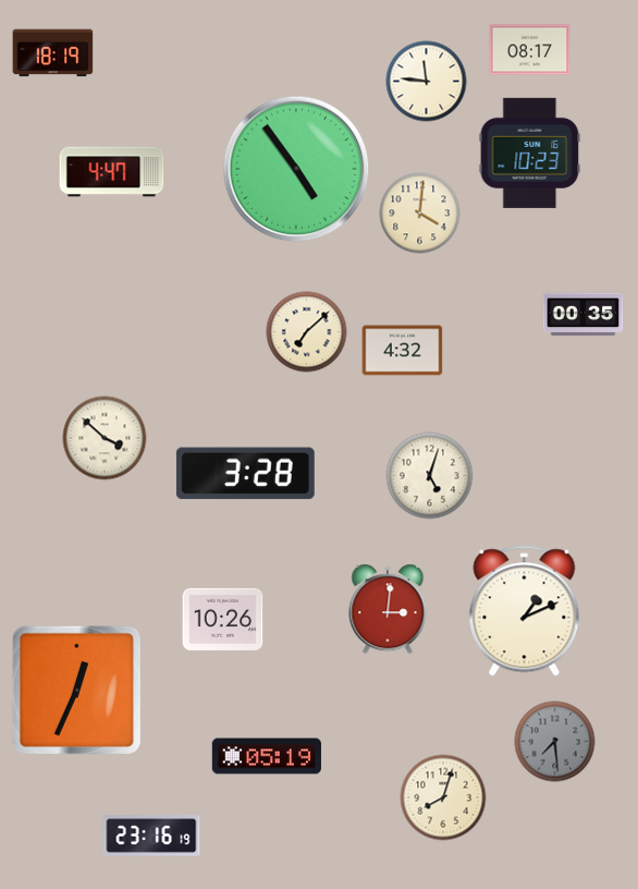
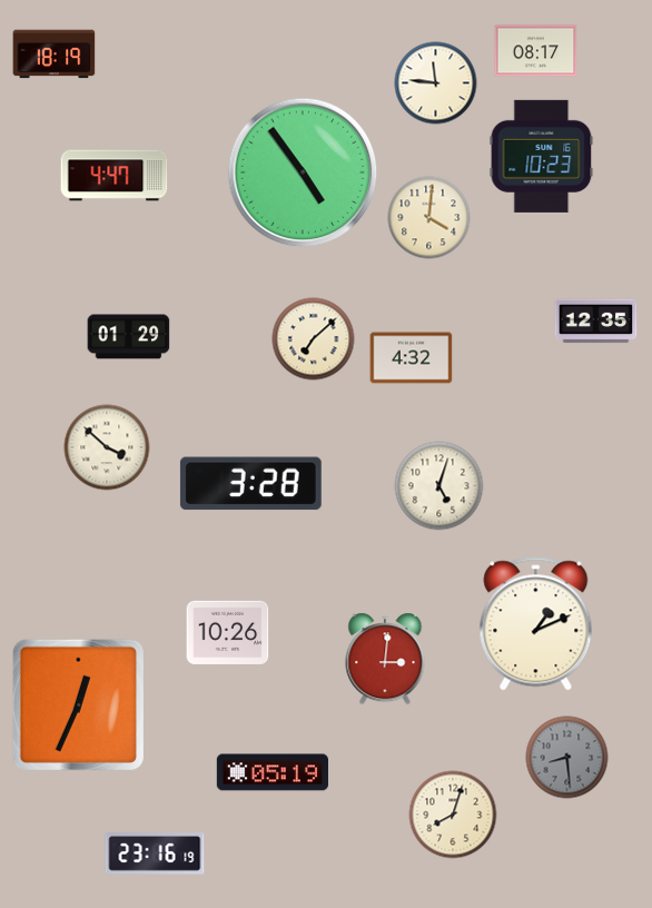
clock at (530, 50) position: (530, 50) -> (536, 51)
clock at (584, 315): 00:35 -> 12:35
clock at (129, 337): none -> 01:29
clock at (388, 609) position: (388, 609) -> (385, 659)
clock at (555, 742): 7:29 -> 8:29
